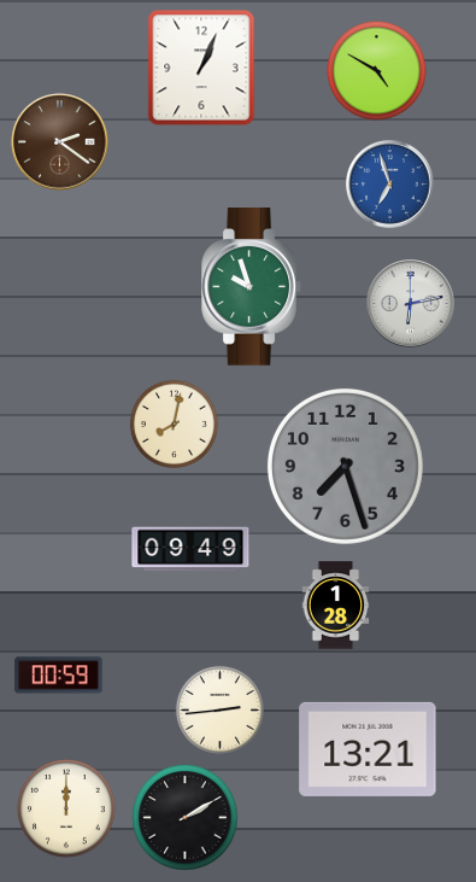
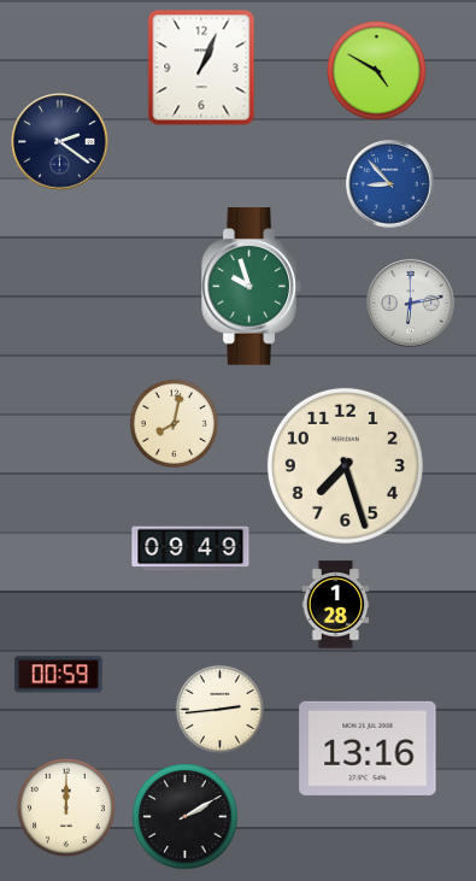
clock at (60, 142) dial: brown -> navy
clock at (390, 185): 6:57 -> 8:53
clock at (345, 466) dial: grey -> cream
clock at (368, 749): 13:21 -> 13:16
